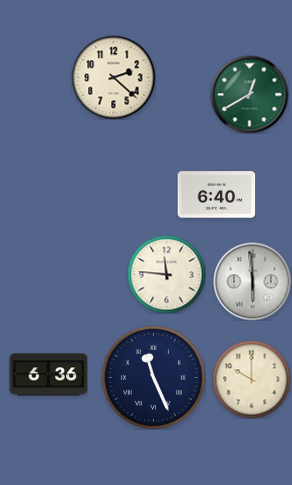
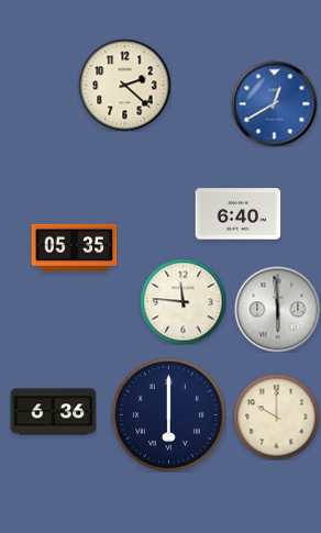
clock at (249, 94) dial: green -> blue
clock at (74, 247): none -> 05:35
clock at (153, 377): 11:26 -> 6:00
